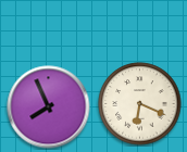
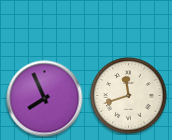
clock at (140, 104): 6:19 -> 11:42
